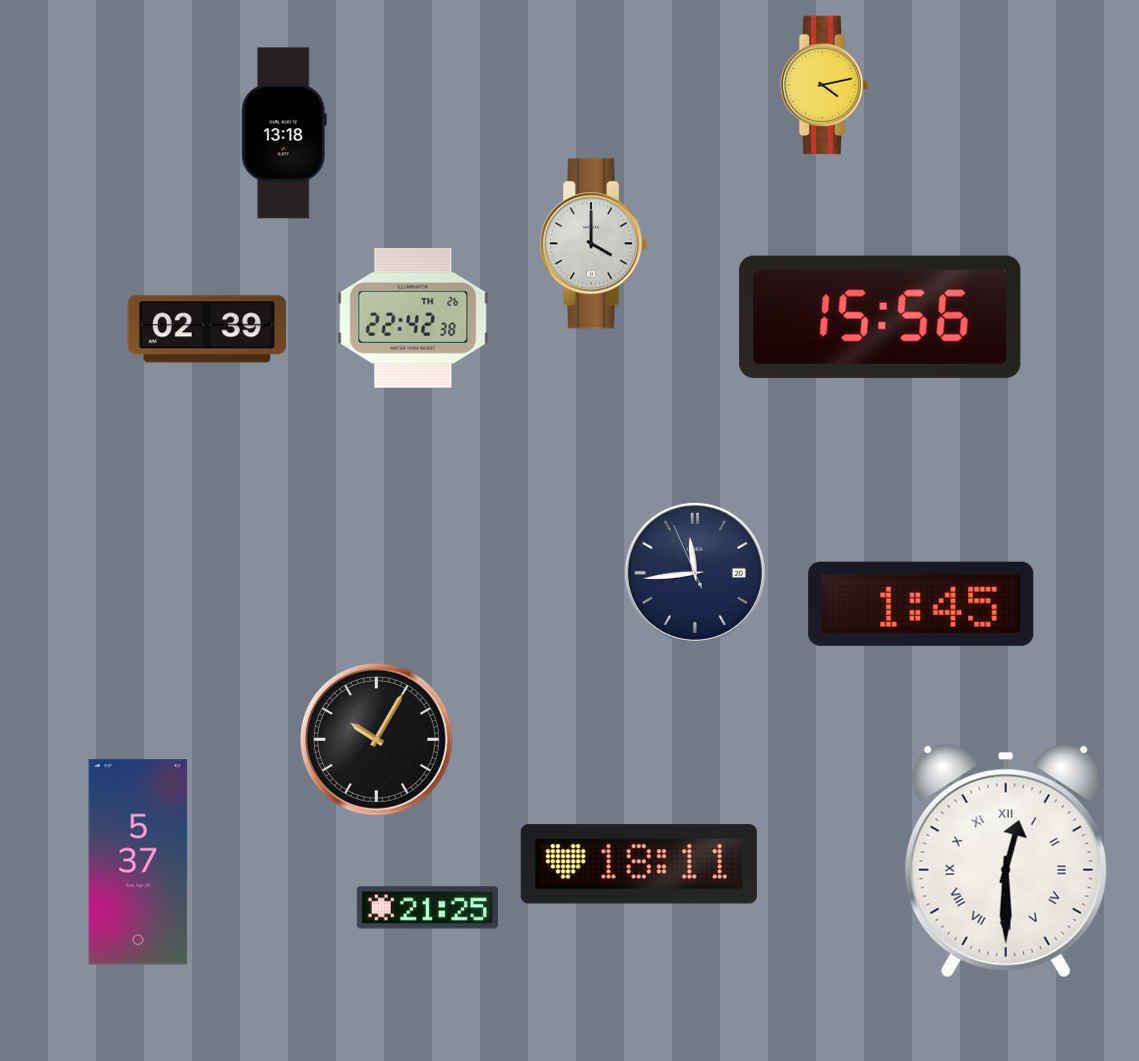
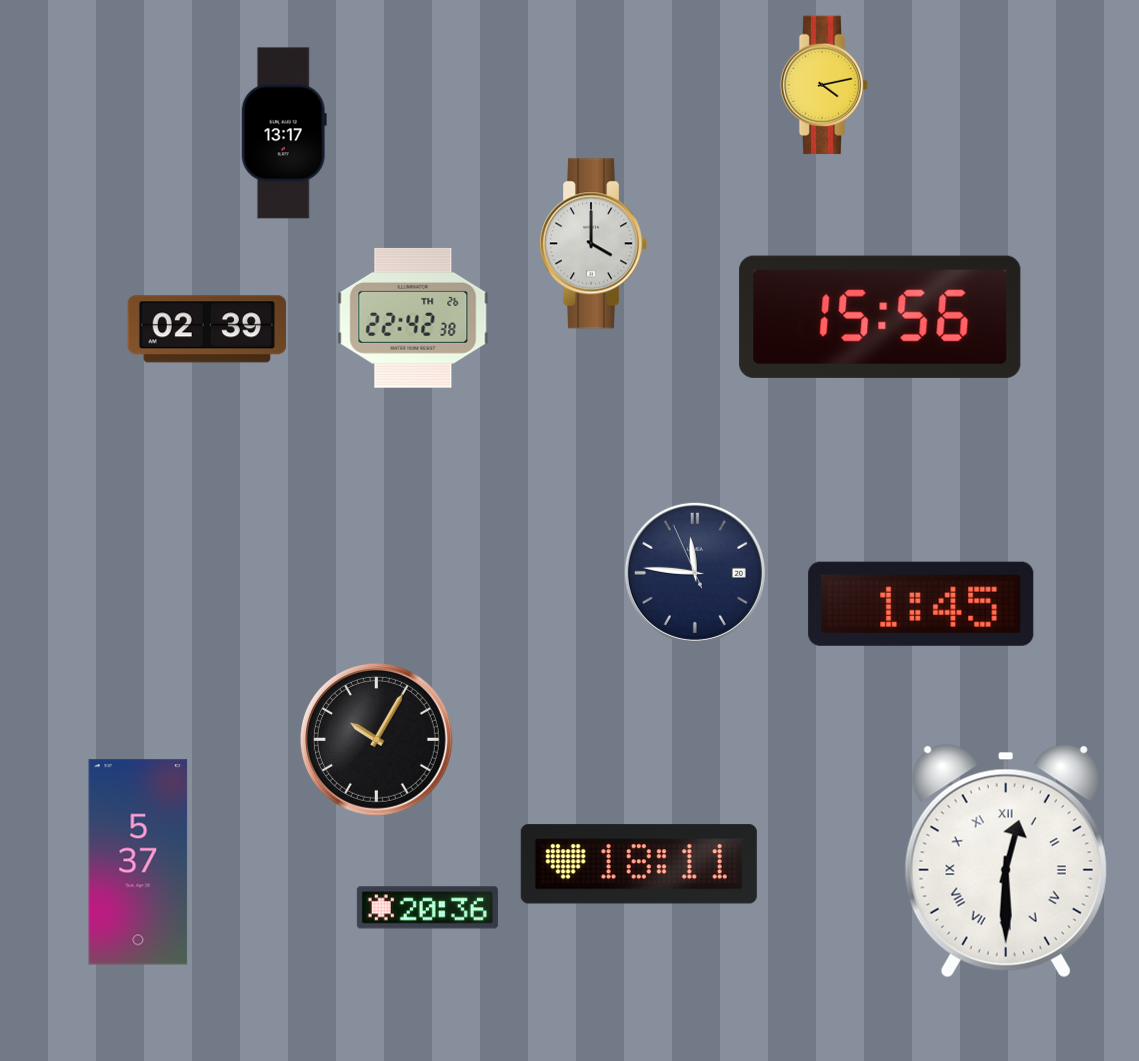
clock at (284, 133): 13:18 -> 13:17
clock at (695, 573): 11:43 -> 11:45
clock at (427, 908): 21:25 -> 20:36
